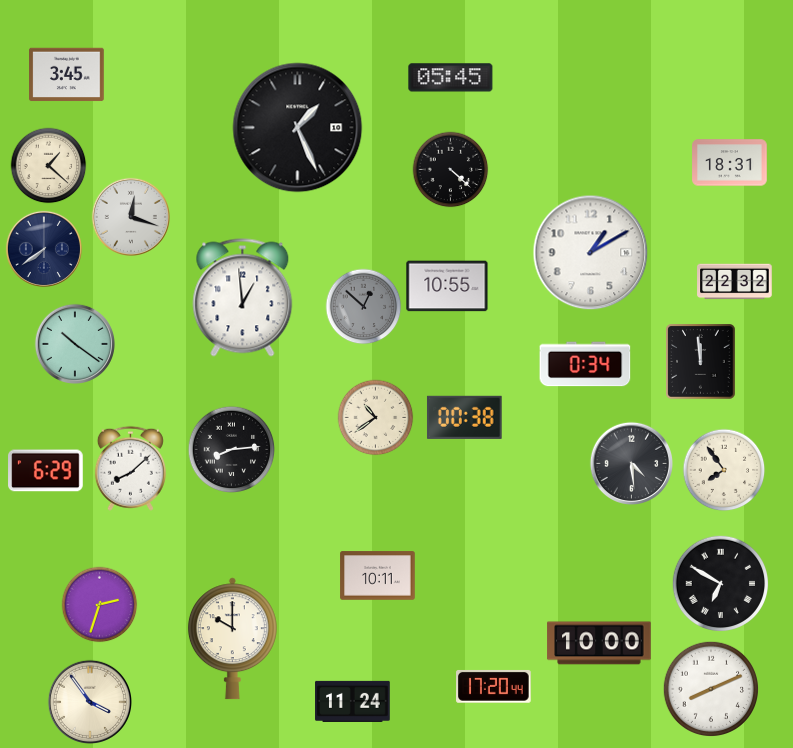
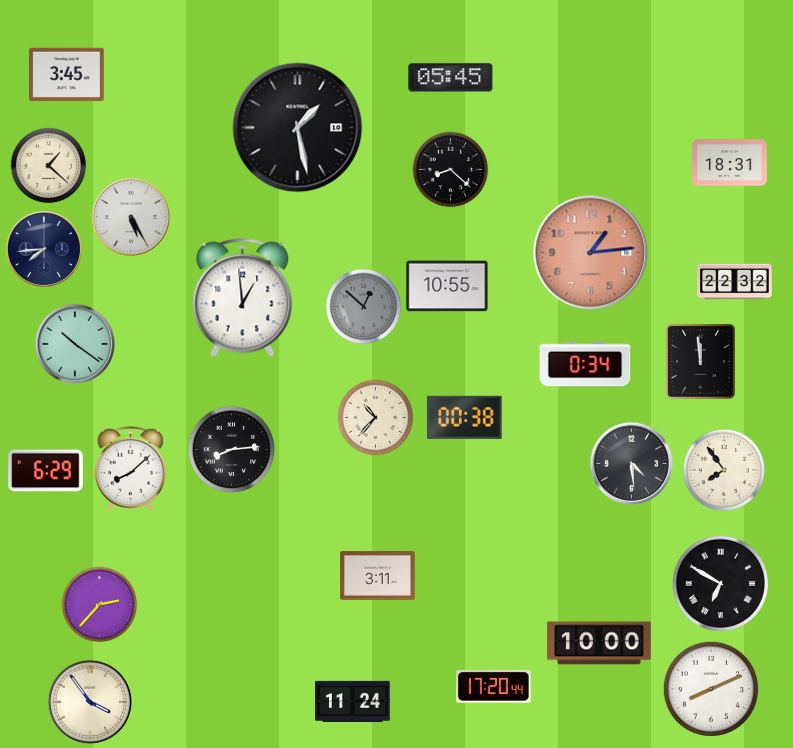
clock at (298, 128): 1:26 -> 1:28
clock at (451, 170): 4:22 -> 8:22
clock at (131, 217): 12:18 -> 5:25
clock at (44, 249): 7:39 -> 7:44
clock at (591, 253): 1:10 -> 1:14
clock at (591, 253) dial: white -> salmon
clock at (376, 418): 10:39 -> 10:37
clock at (378, 576): 10:11 -> 3:11
clock at (100, 605): 2:33 -> 2:37
clock at (232, 639): 10:00 -> none
